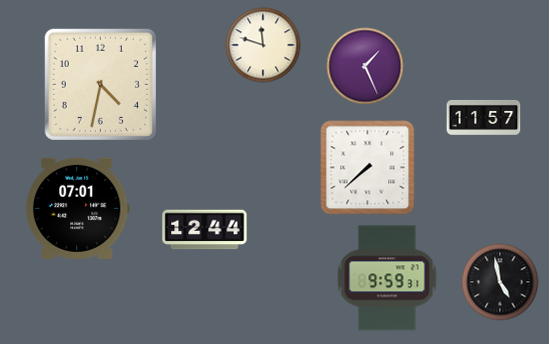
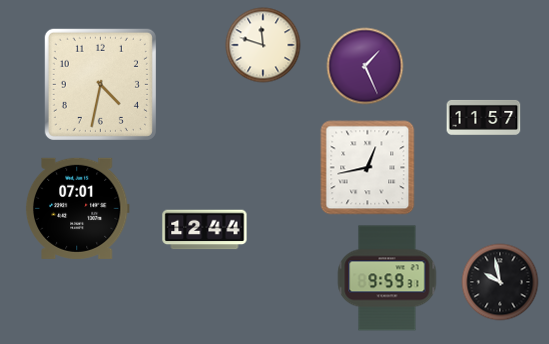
clock at (368, 168): 7:38 -> 12:43
clock at (500, 282): 4:58 -> 9:58
